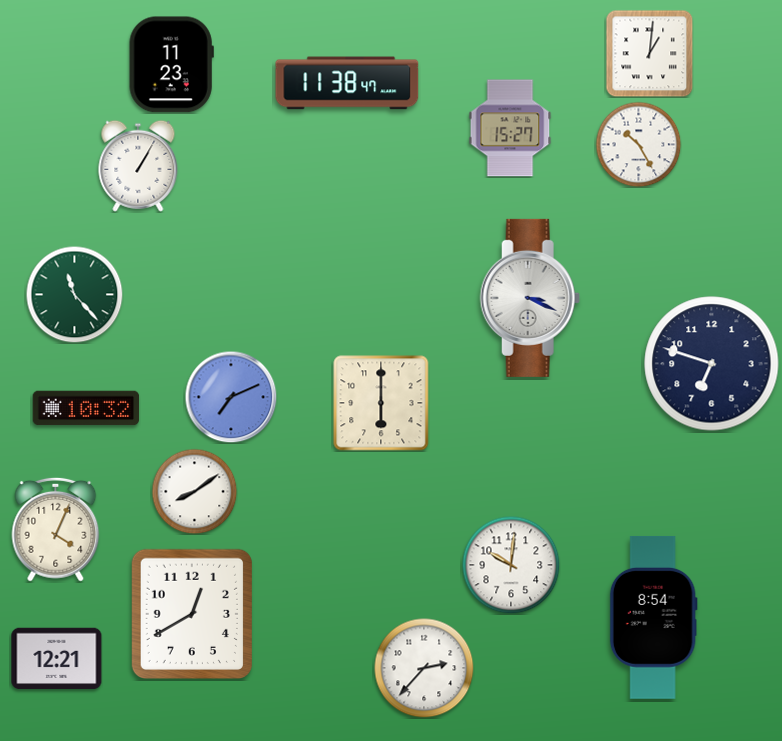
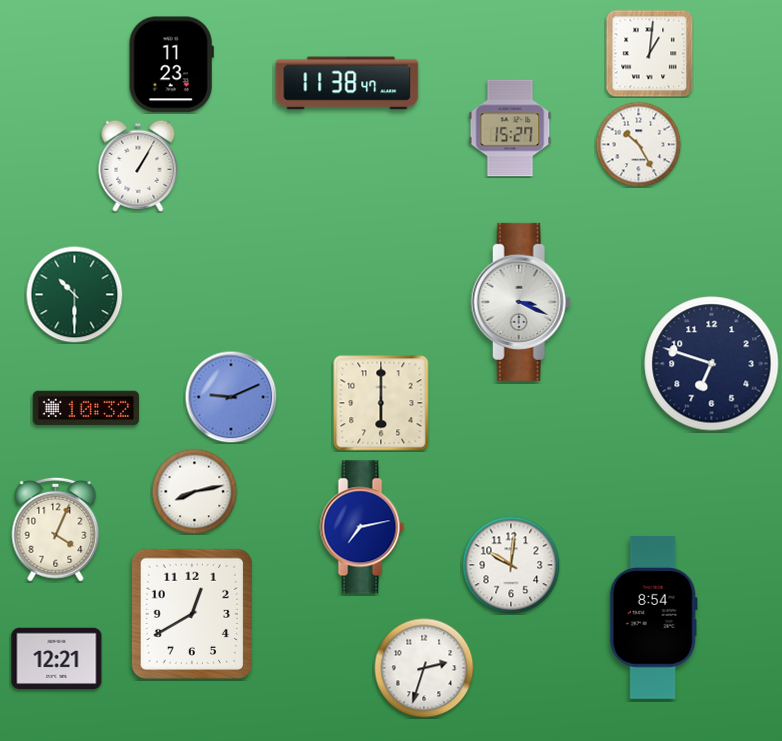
clock at (74, 294): 11:23 -> 10:30
clock at (530, 298) position: (530, 298) -> (521, 302)
clock at (231, 397): 7:11 -> 9:11
clock at (194, 491): 8:09 -> 8:13
clock at (362, 527): none -> 7:13
clock at (424, 668): 2:37 -> 2:33
